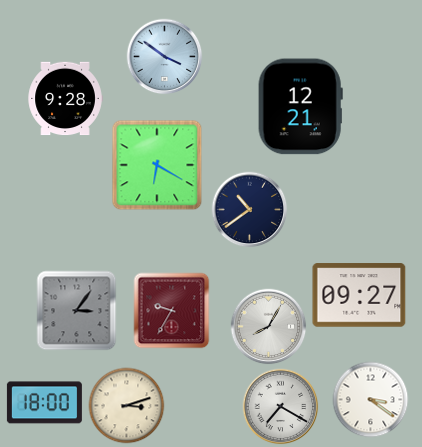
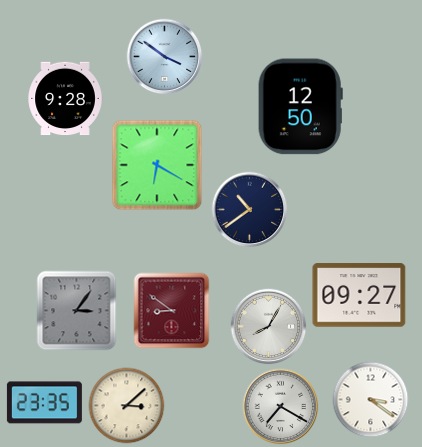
clock at (300, 107): 12:21 -> 12:50
clock at (172, 311): 9:35 -> 8:51
clock at (44, 403): 18:00 -> 23:35
clock at (127, 406): 3:12 -> 3:08
